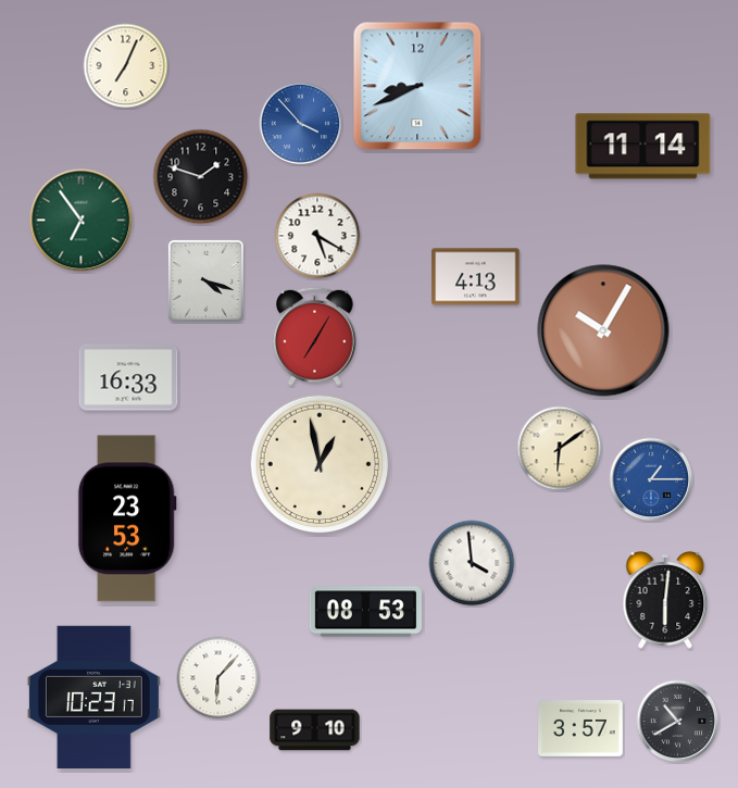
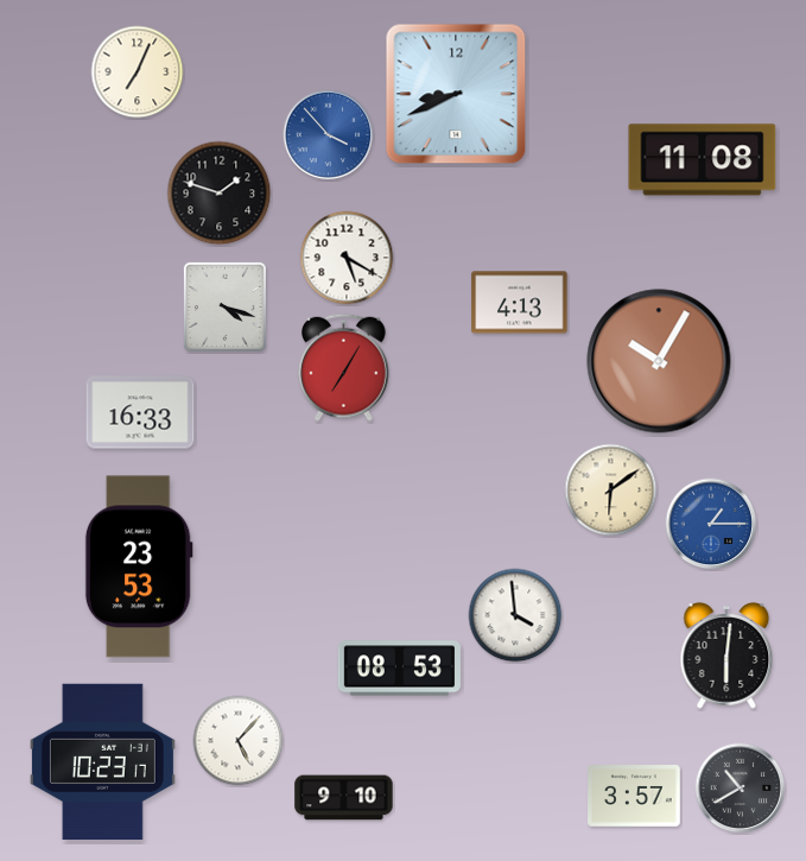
clock at (643, 147): 11:14 -> 11:08
clock at (82, 221): 6:54 -> none
clock at (320, 464): 12:58 -> none
clock at (218, 678): 6:07 -> 5:07
